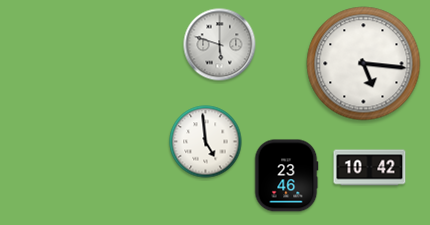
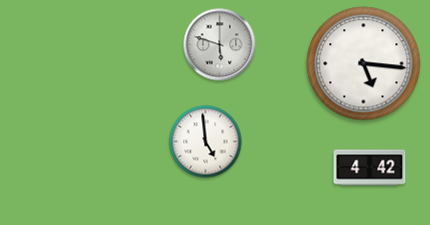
clock at (370, 168): 10:42 -> 4:42
clock at (286, 176): 23:46 -> none
